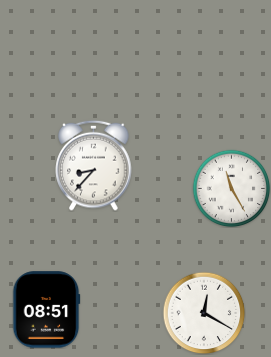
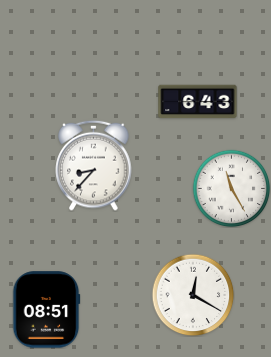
clock at (198, 102): none -> 6:43
clock at (204, 313) position: (204, 313) -> (193, 295)
